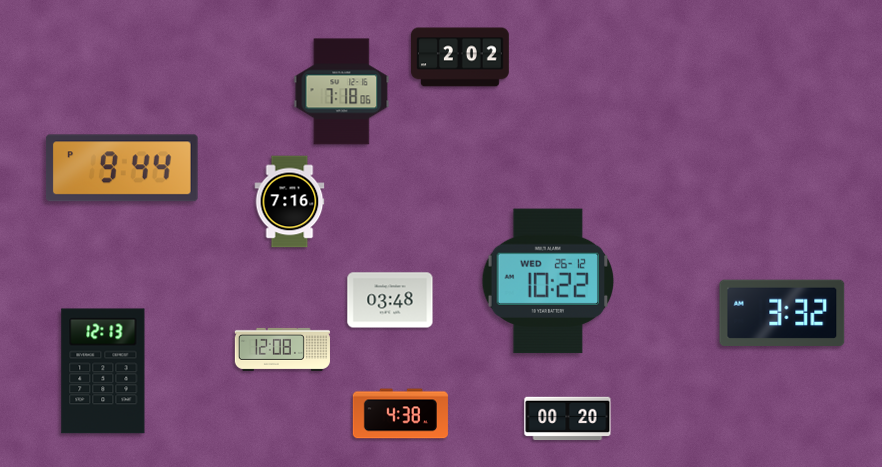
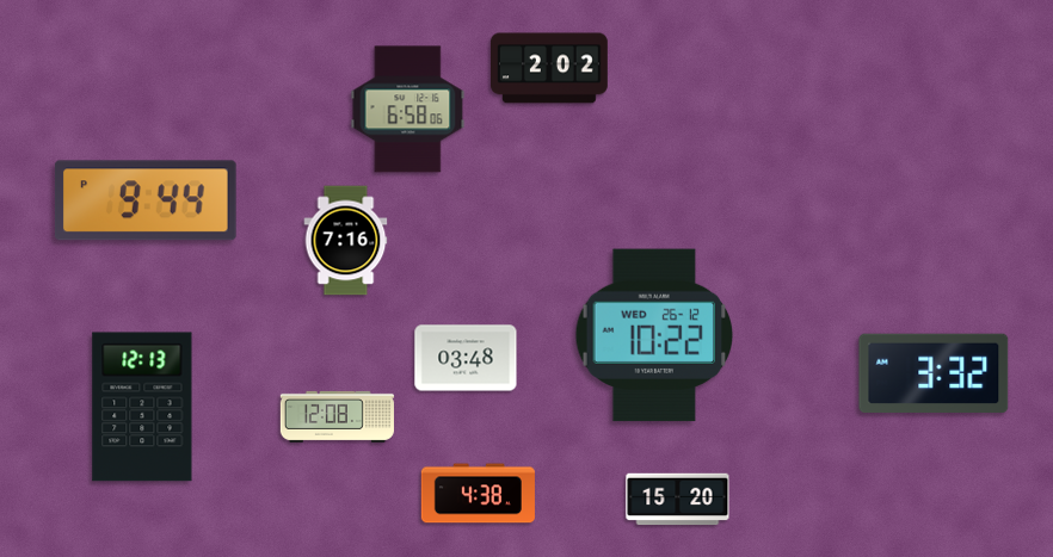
clock at (342, 92): 7:18 -> 6:58
clock at (103, 371) position: (103, 371) -> (142, 407)
clock at (568, 419): 00:20 -> 15:20
